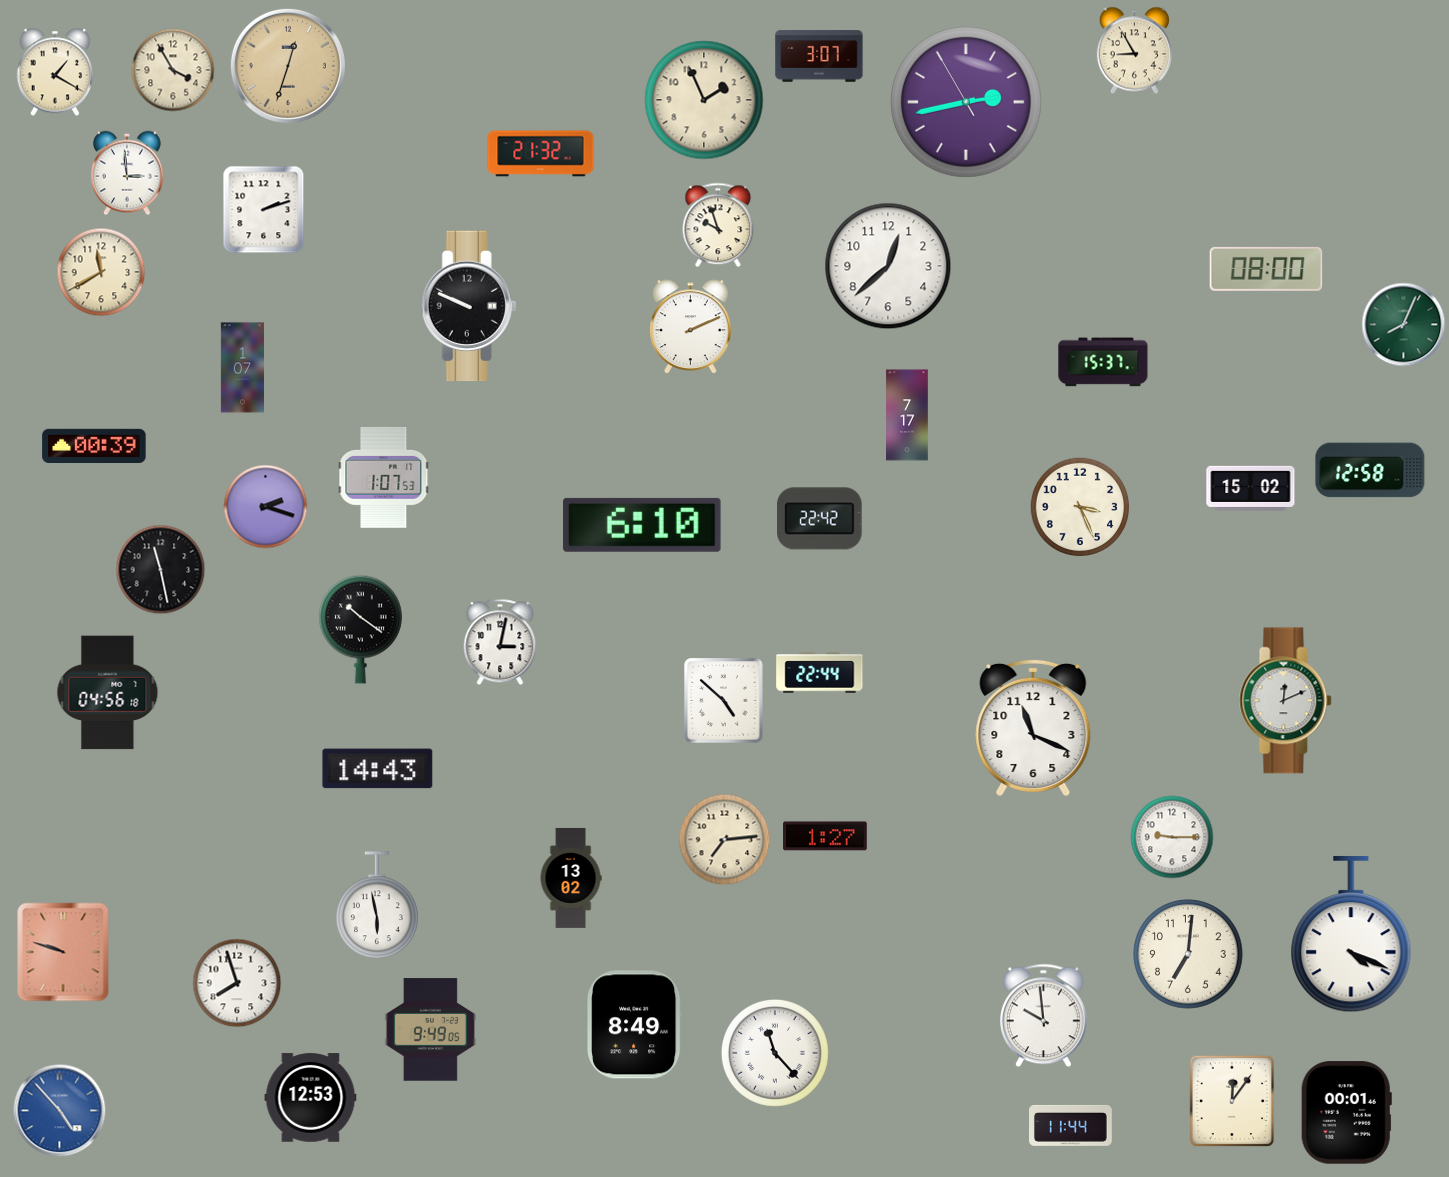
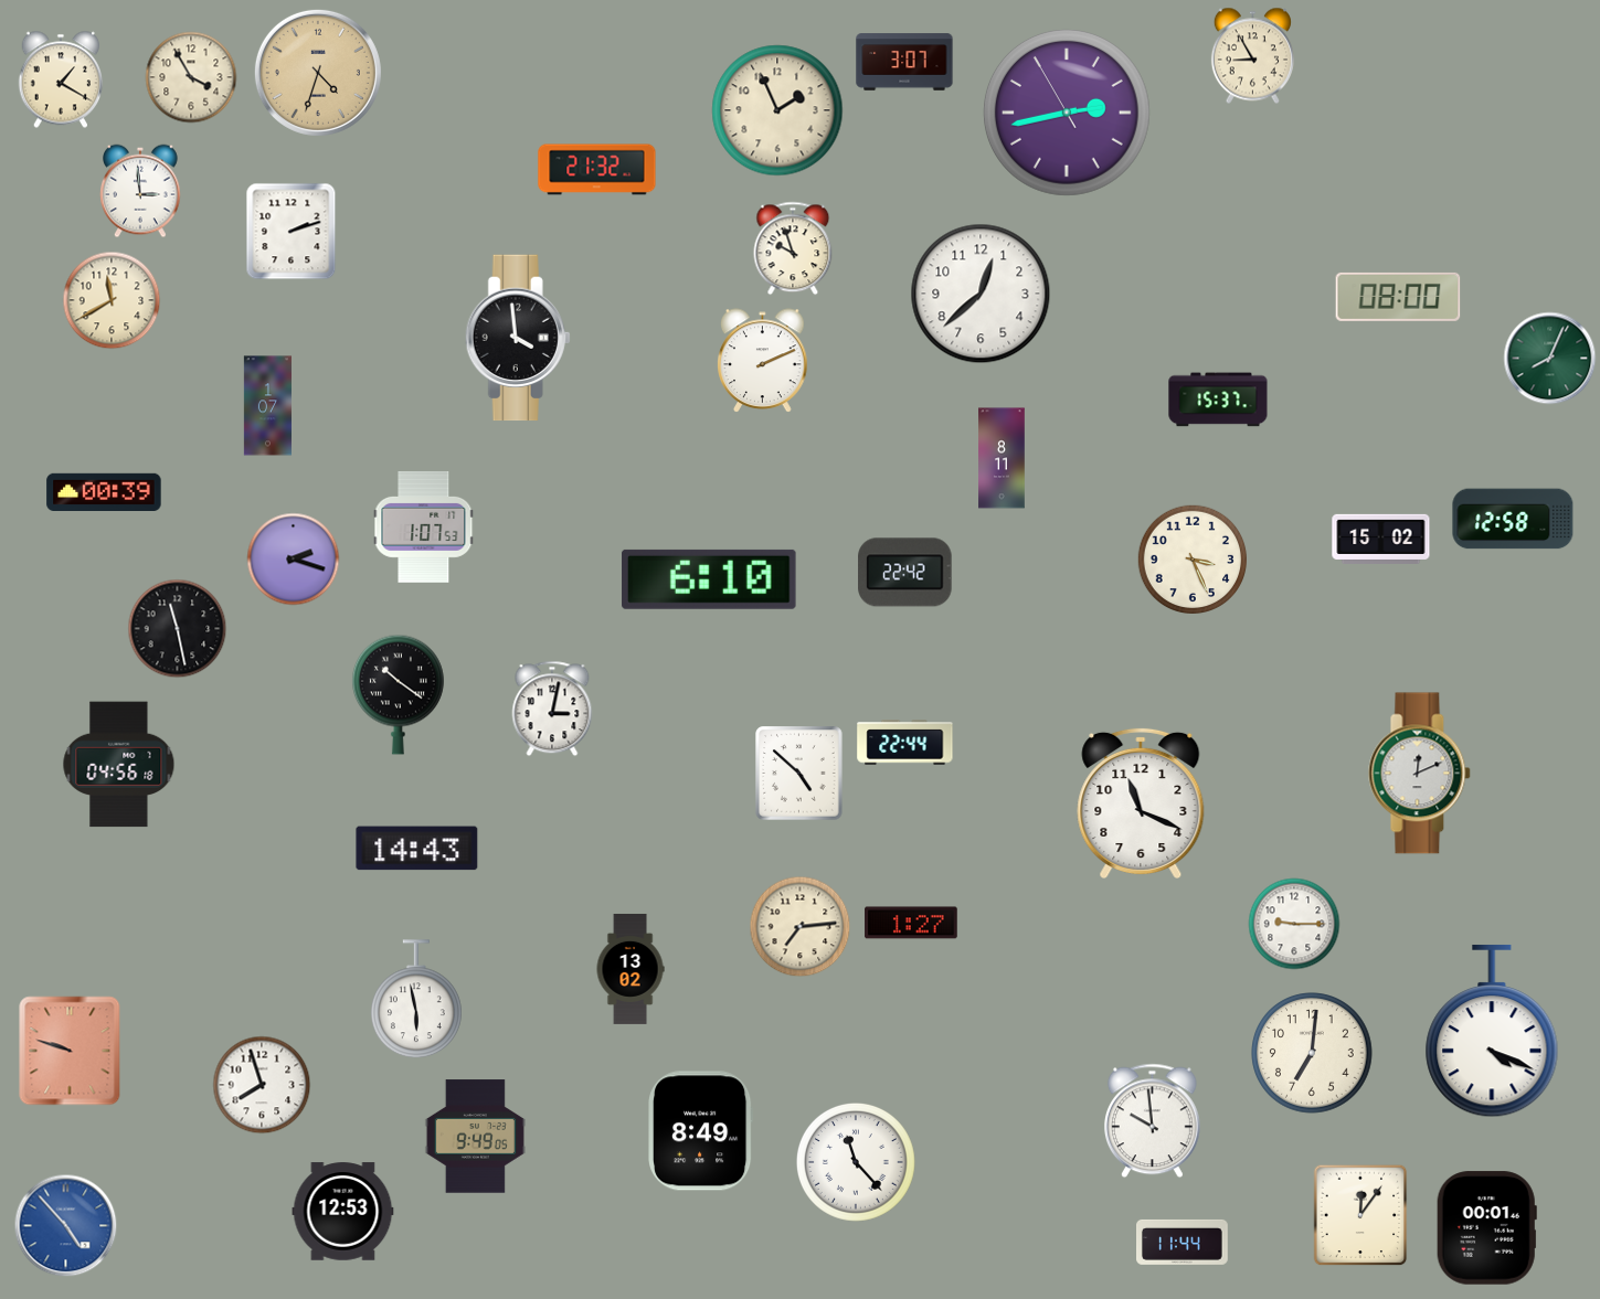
clock at (288, 66): 12:33 -> 4:33
clock at (469, 306): 9:49 -> 3:59
clock at (907, 415): 7:17 -> 8:11
